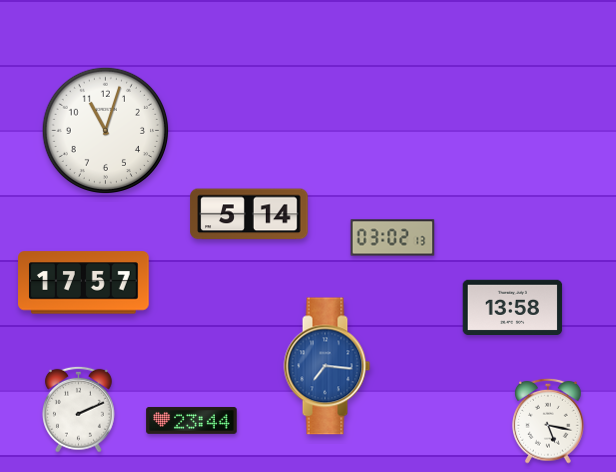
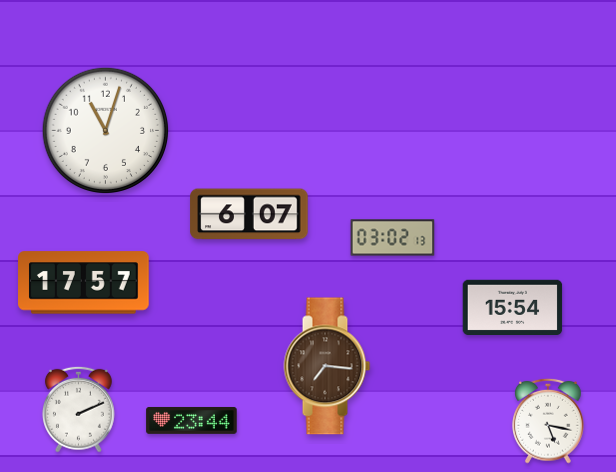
clock at (249, 214): 5:14 -> 6:07
clock at (513, 307): 13:58 -> 15:54
clock at (327, 366) dial: blue -> brown
